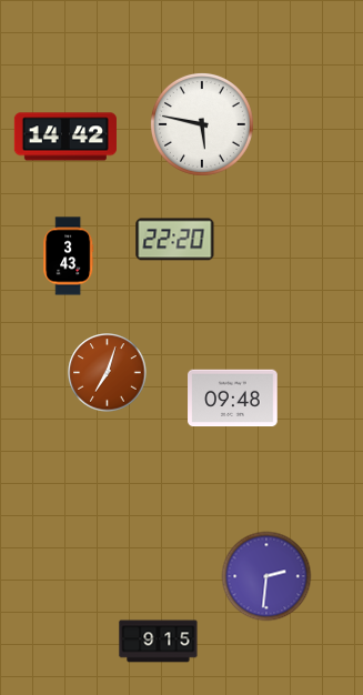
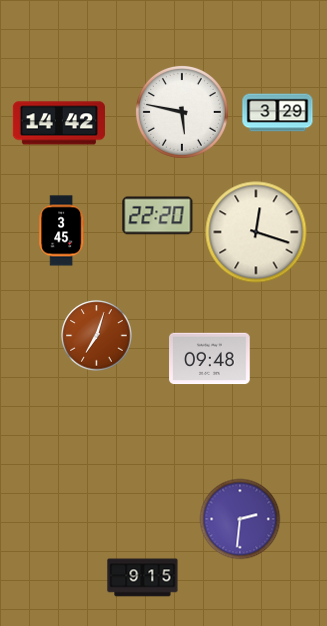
clock at (278, 113): none -> 3:29
clock at (69, 256): 3:43 -> 3:45
clock at (256, 232): none -> 12:18
